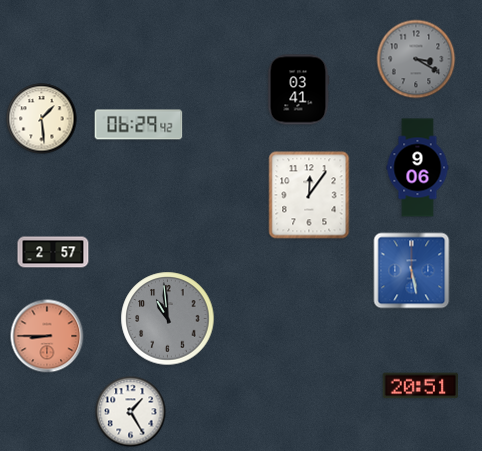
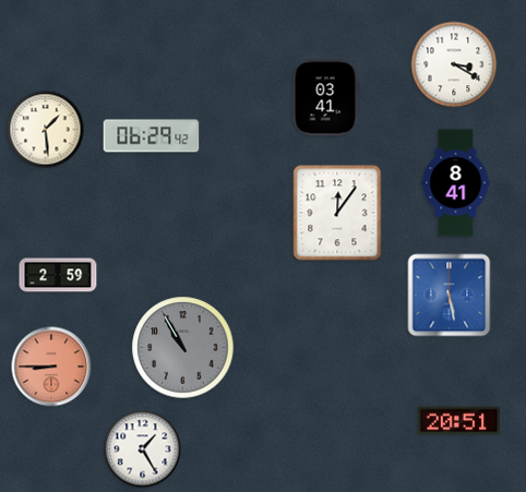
clock at (416, 59) dial: grey -> white
clock at (418, 168): 9:06 -> 8:41
clock at (53, 252): 2:57 -> 2:59
clock at (168, 319): 10:59 -> 10:55
